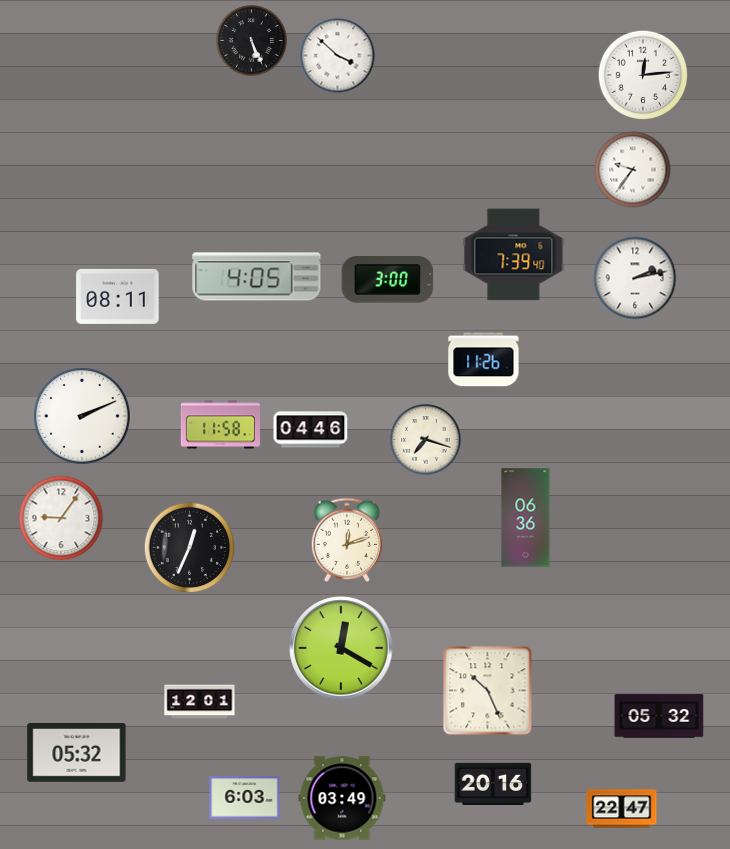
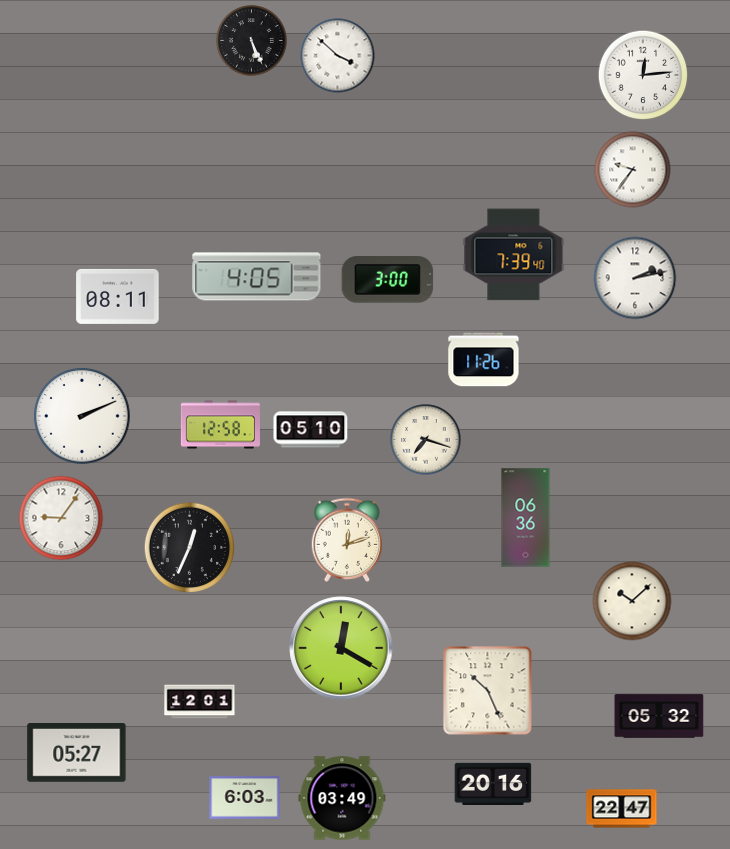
clock at (220, 425): 11:58 -> 12:58
clock at (311, 430): 04:46 -> 05:10
clock at (632, 601): none -> 10:08
clock at (77, 753): 05:32 -> 05:27
